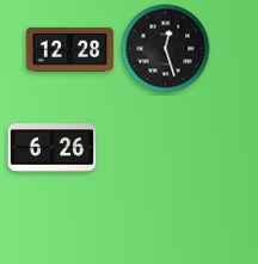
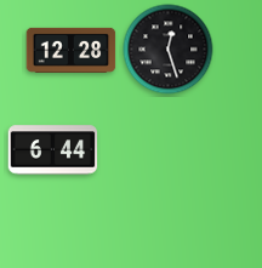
clock at (53, 148): 6:26 -> 6:44
